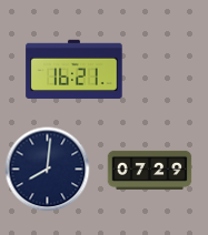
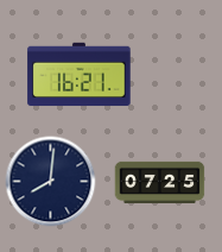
clock at (150, 170): 07:29 -> 07:25
